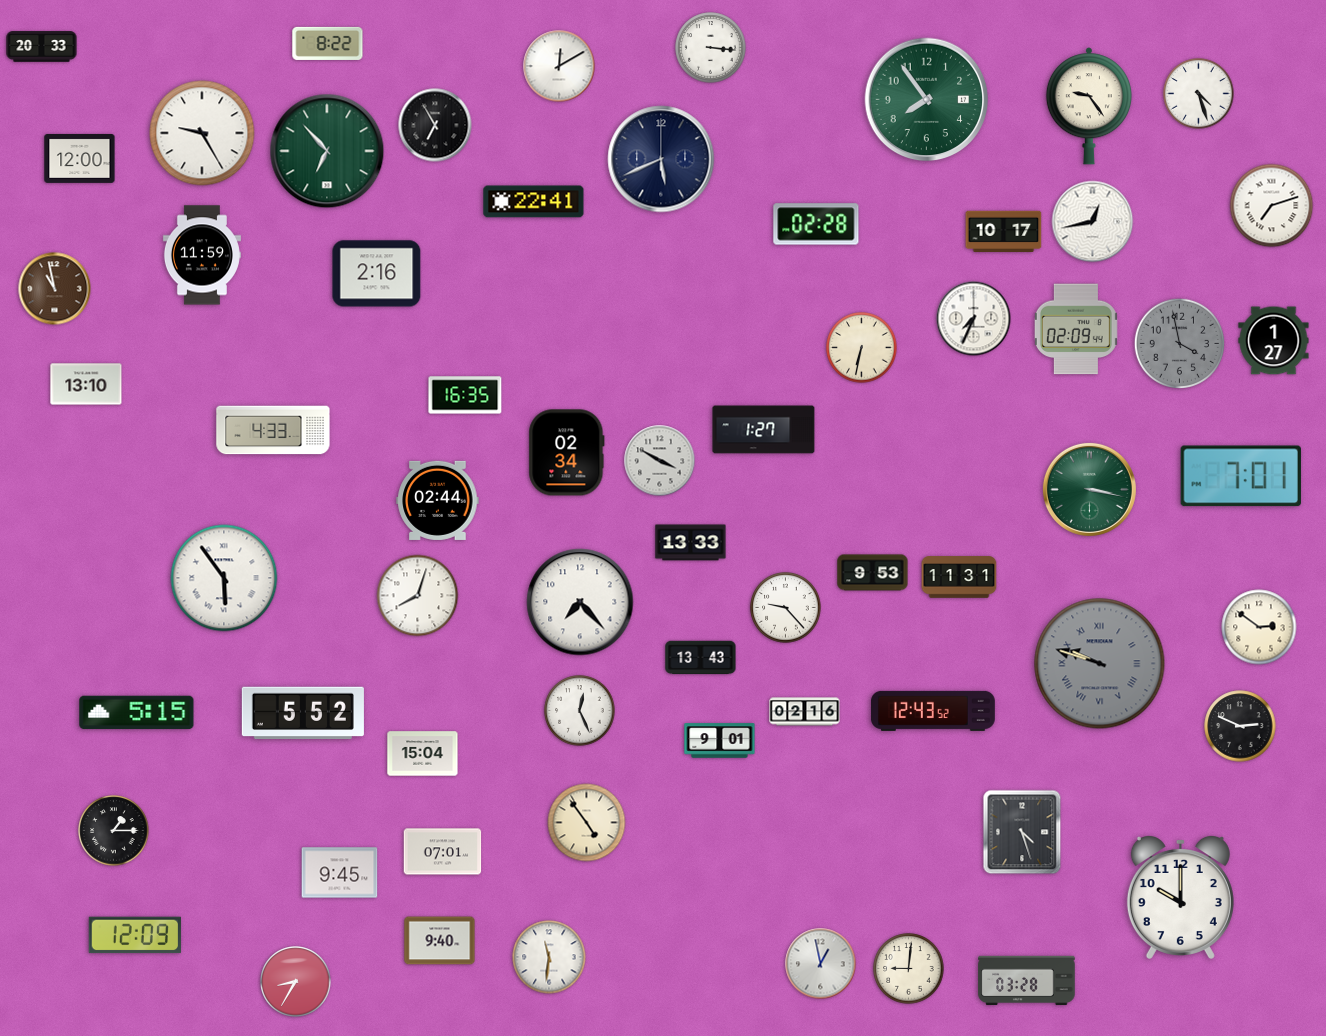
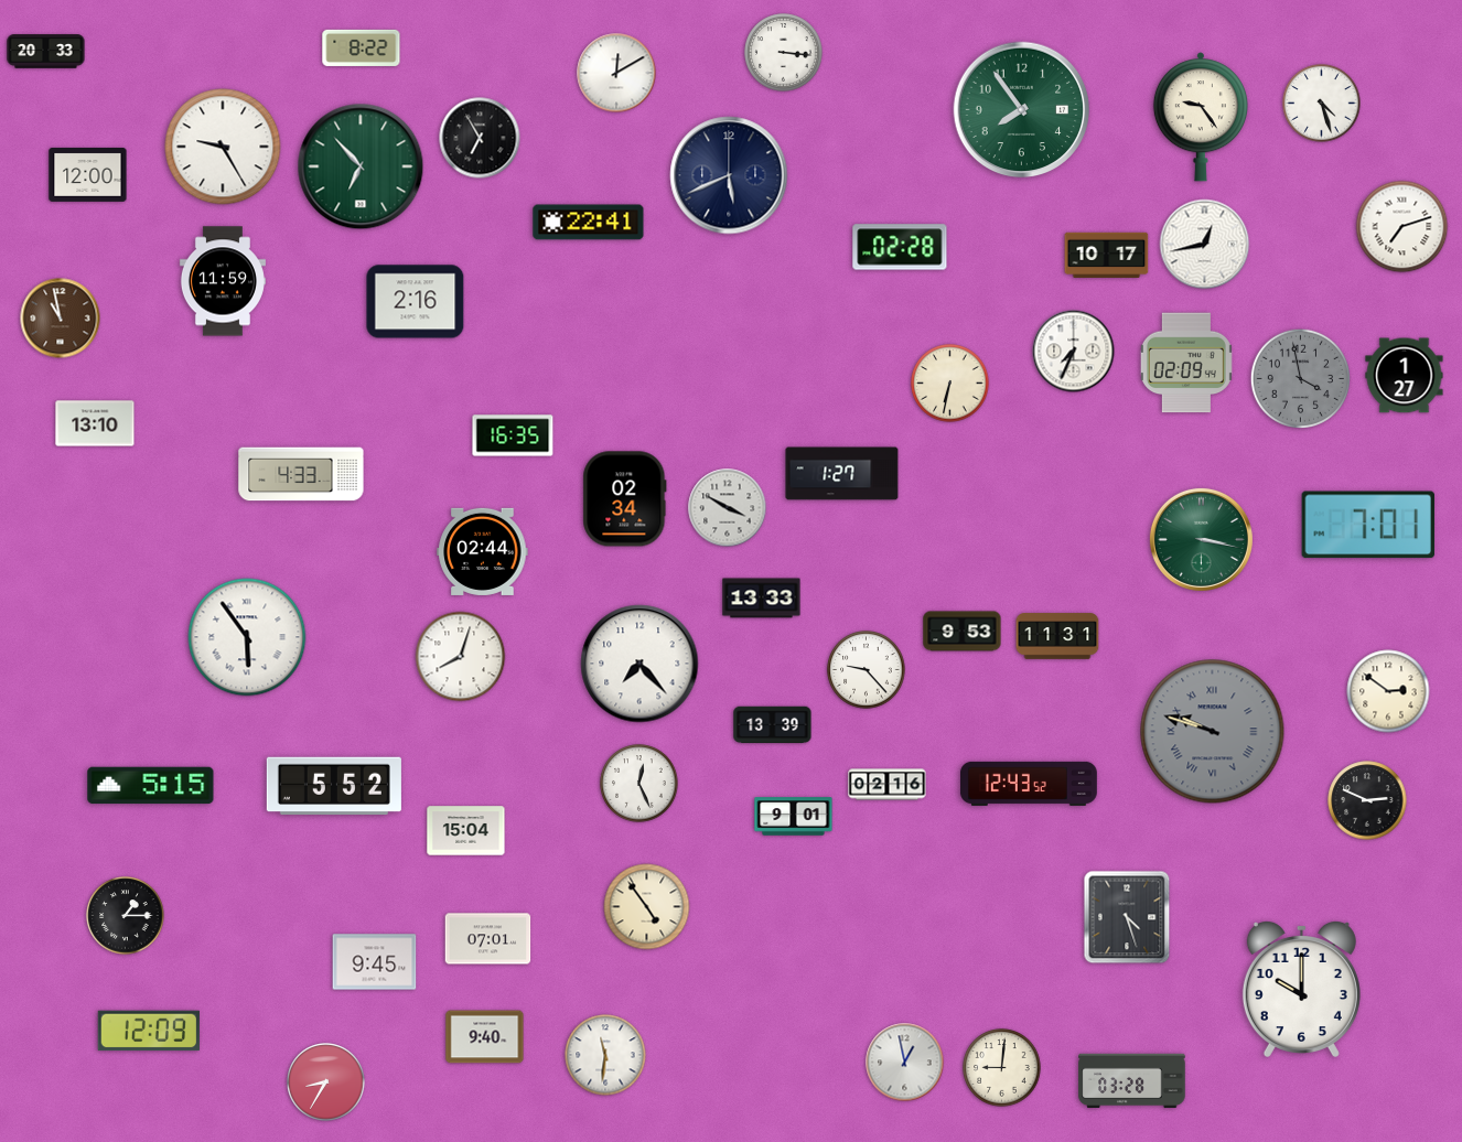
clock at (701, 658): 13:43 -> 13:39
